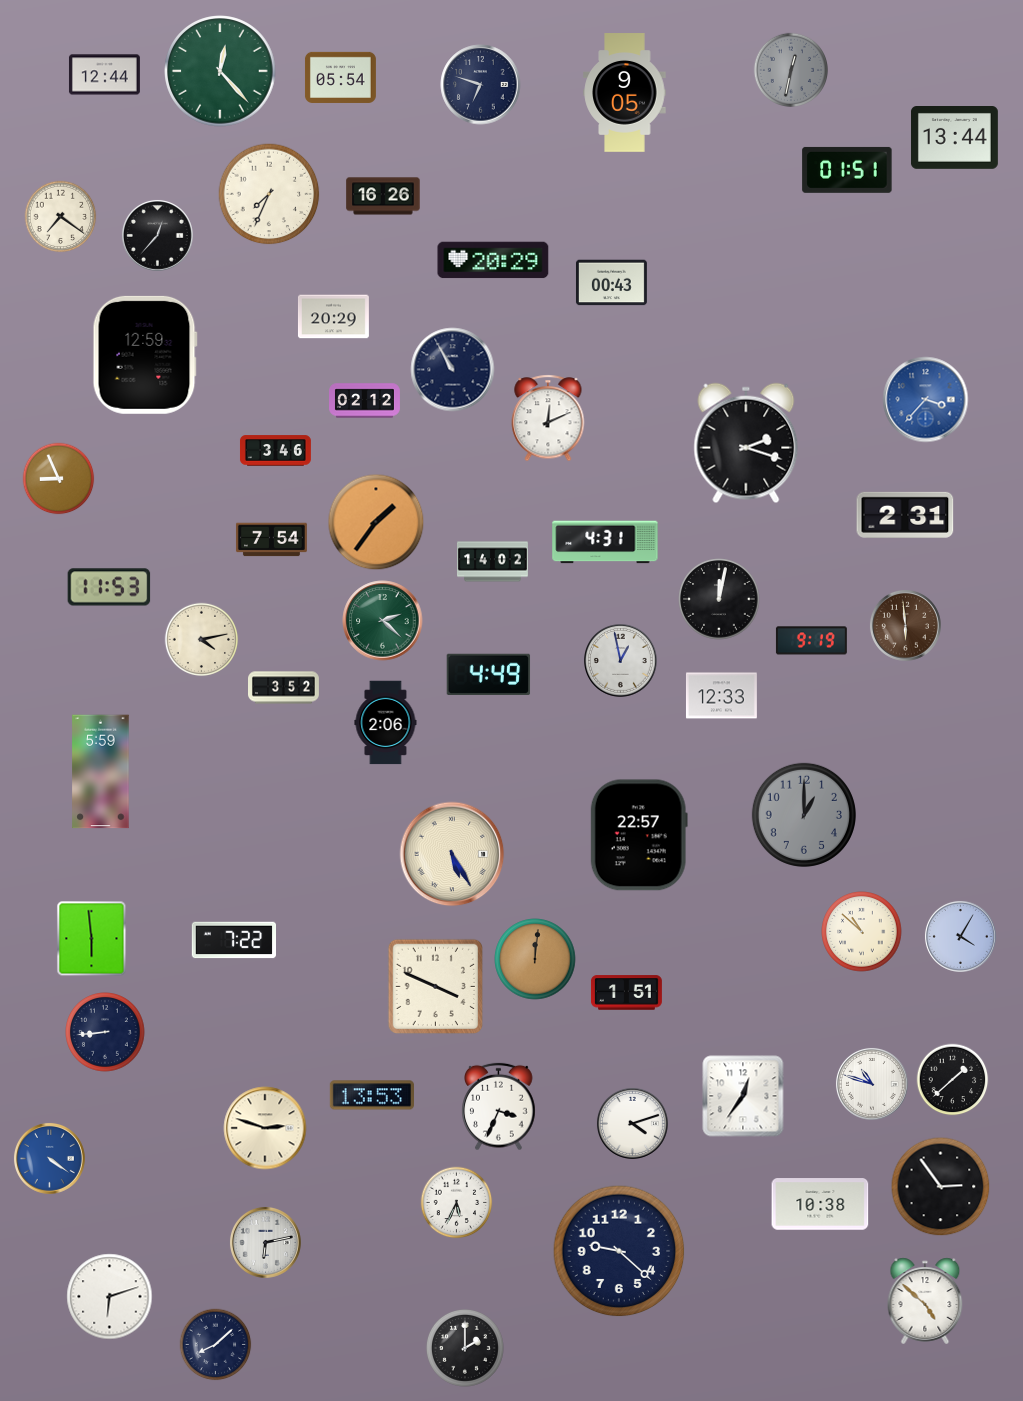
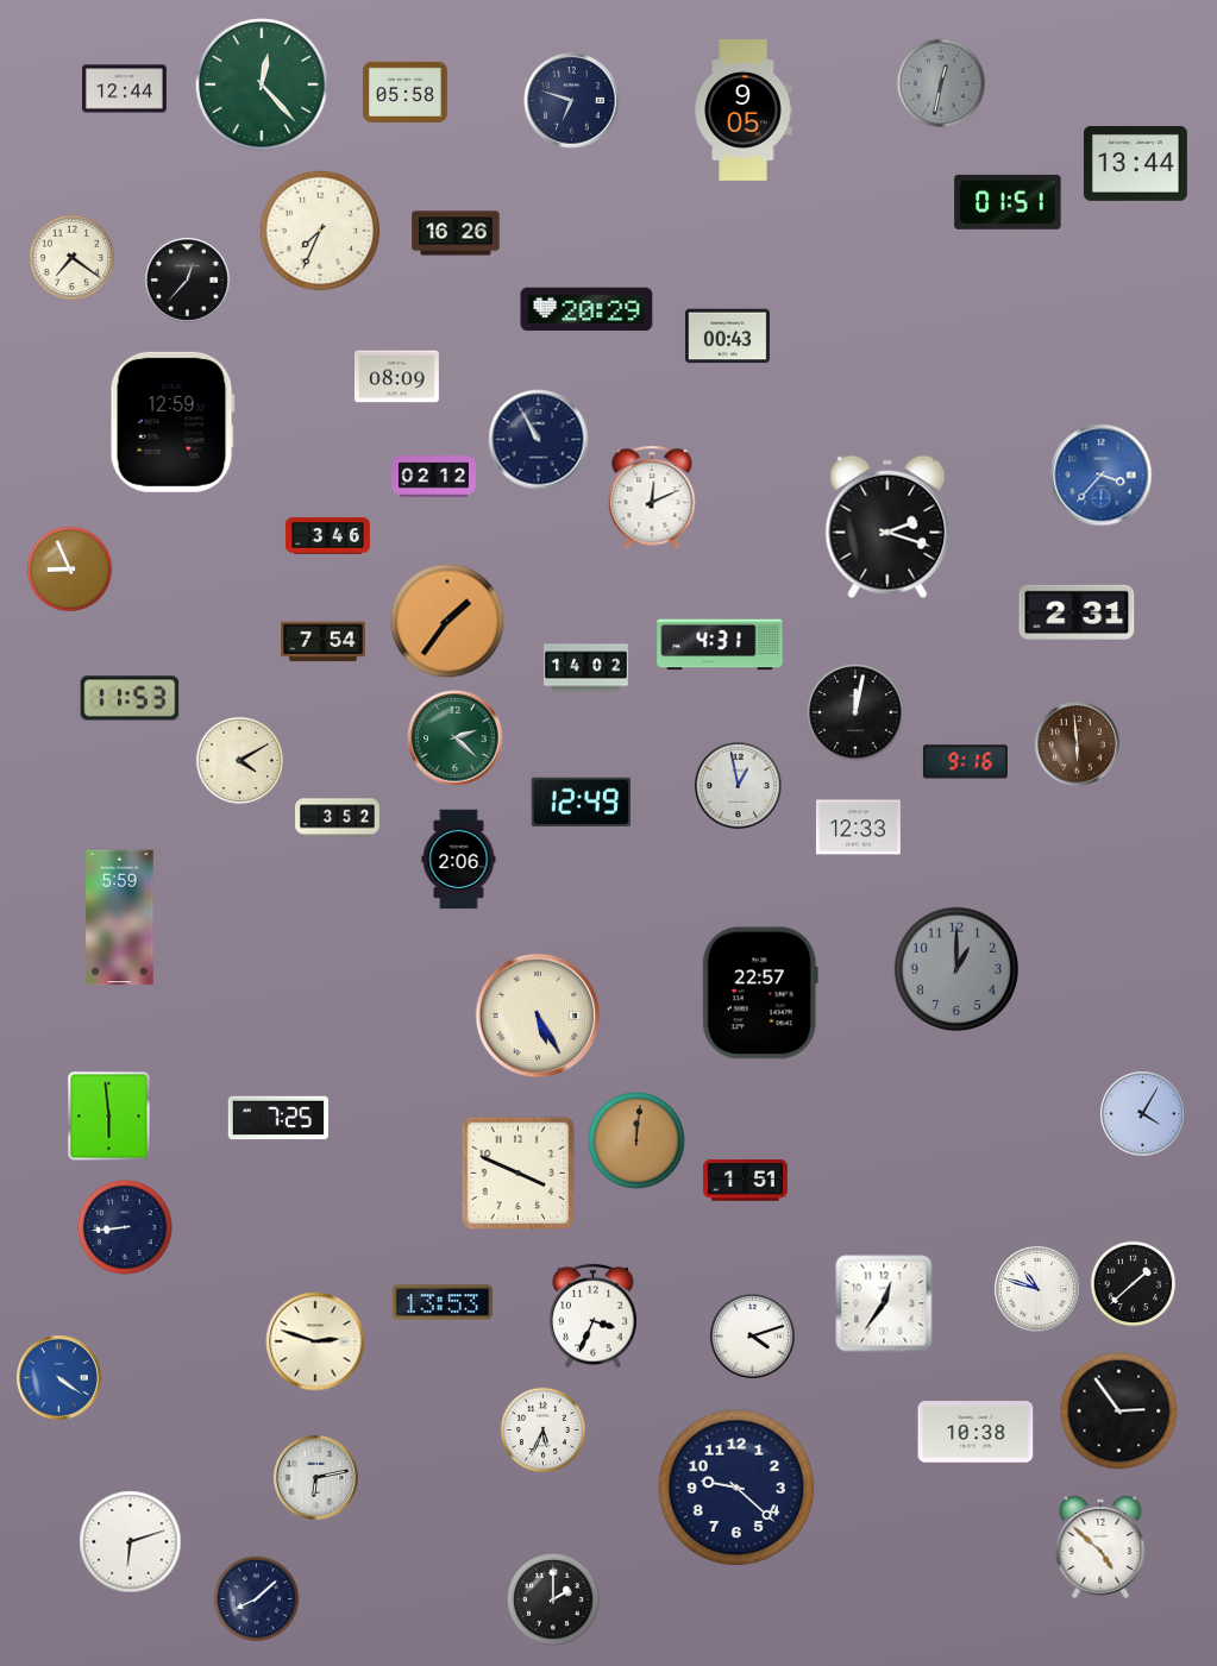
clock at (340, 77): 05:54 -> 05:58
clock at (333, 317): 20:29 -> 08:09
clock at (202, 640): 4:13 -> 4:10
clock at (811, 641): 9:19 -> 9:16
clock at (489, 674): 4:49 -> 12:49
clock at (862, 932): 10:52 -> none
clock at (234, 940): 7:22 -> 7:25
clock at (465, 1348) position: (465, 1348) -> (553, 1599)
